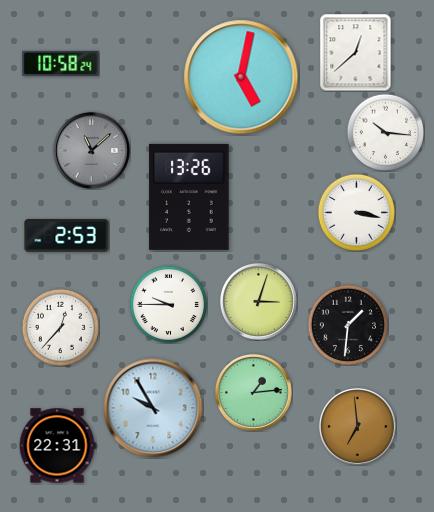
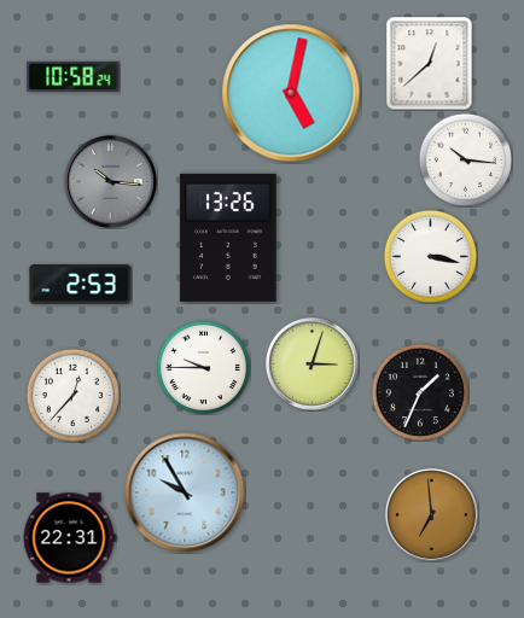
clock at (91, 150): 11:08 -> 10:16
clock at (347, 324): 1:31 -> 1:34
clock at (253, 392): 1:14 -> none
